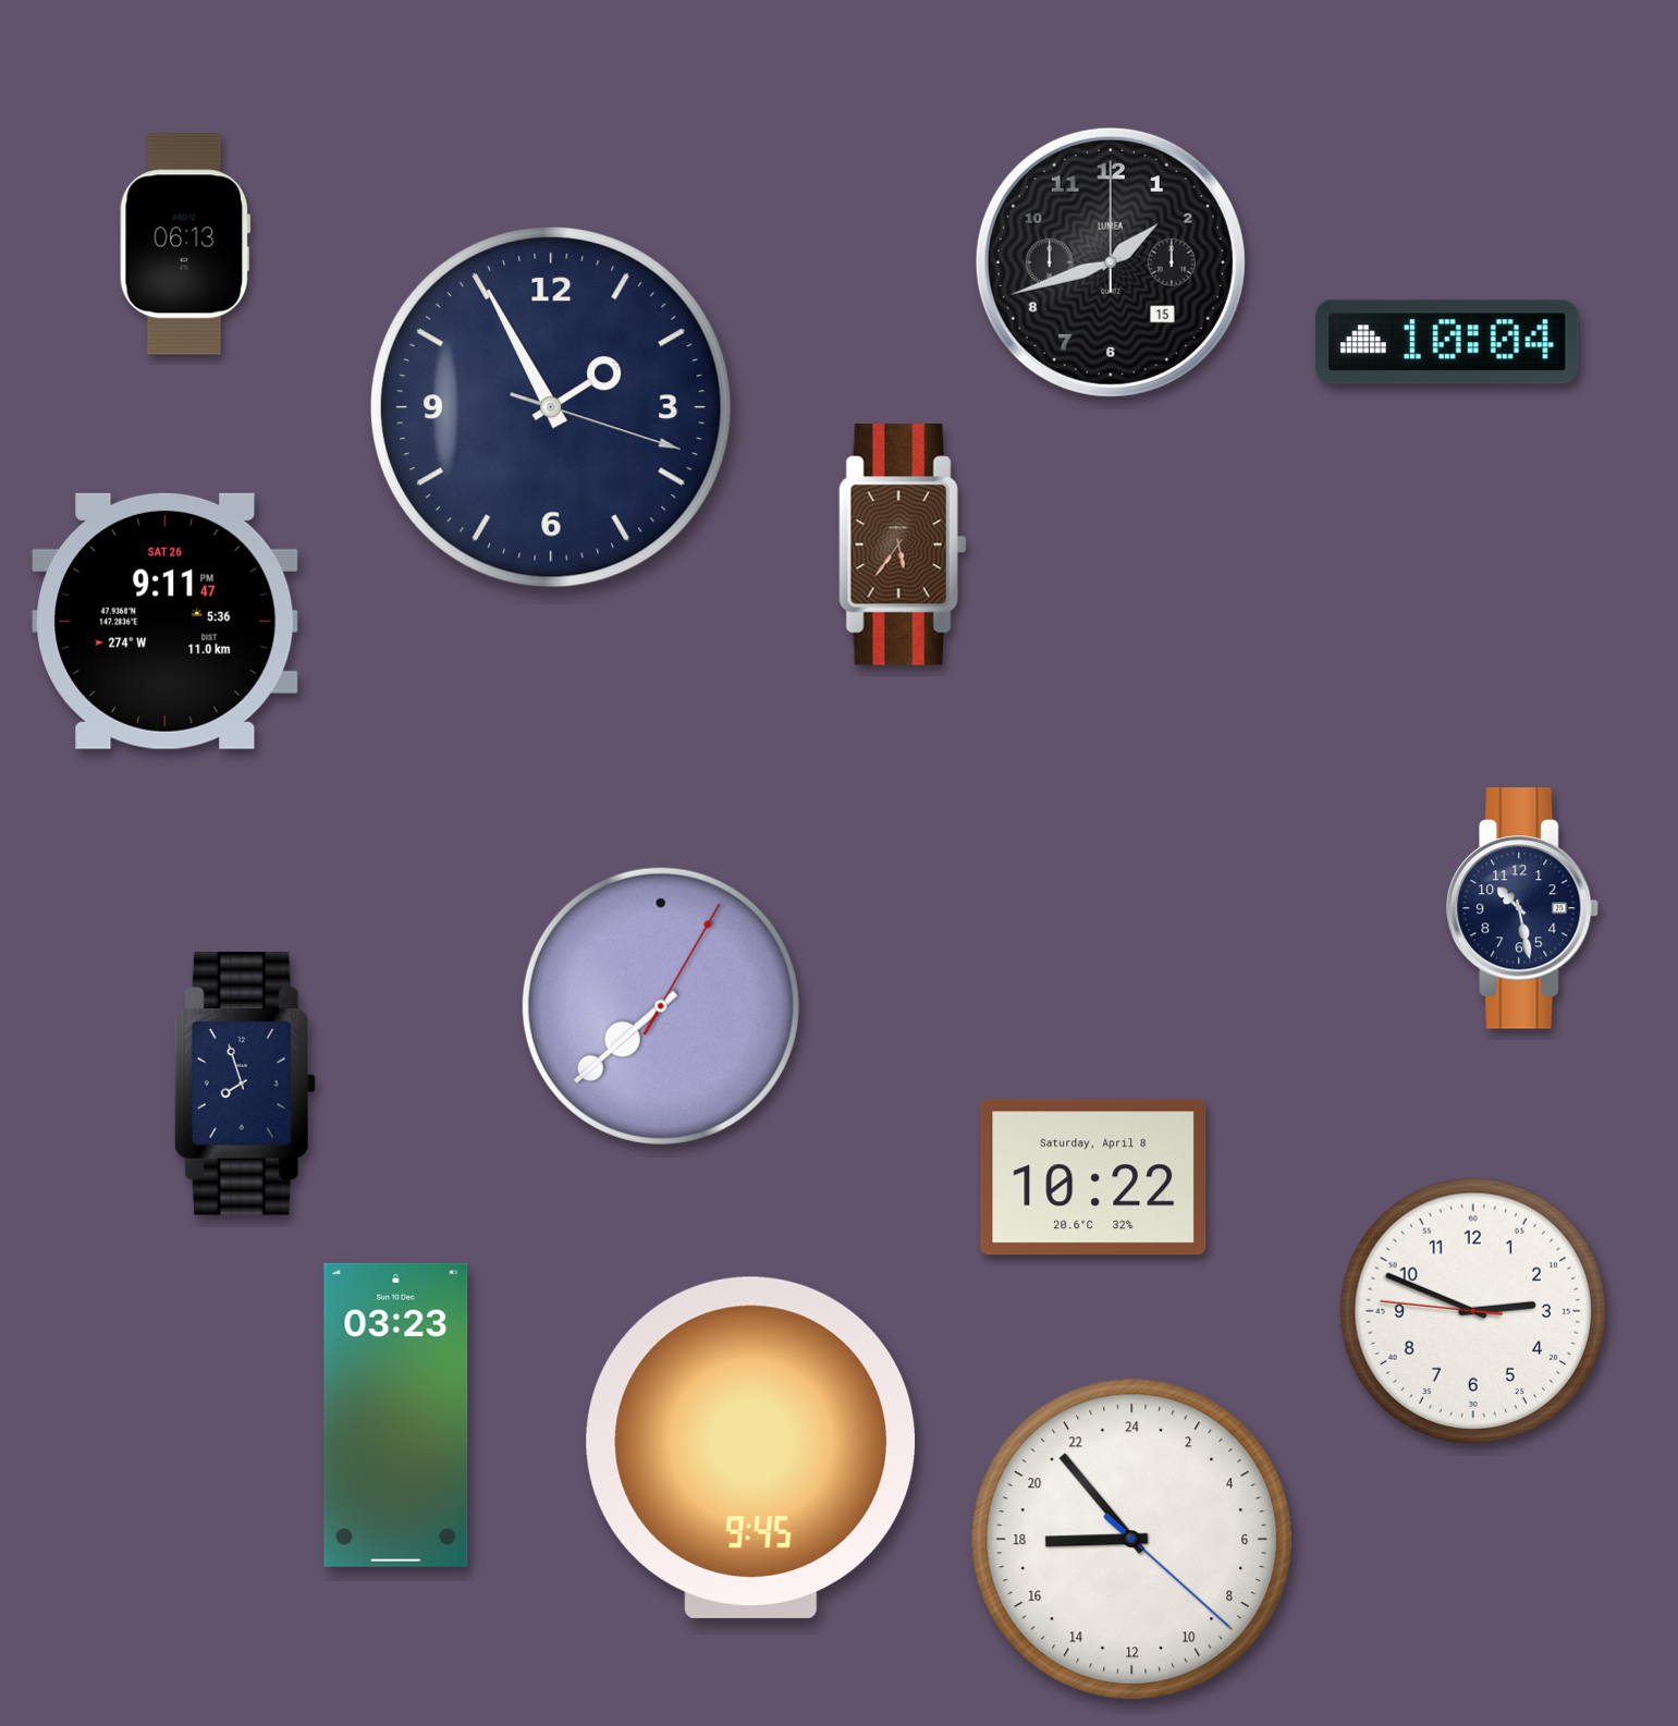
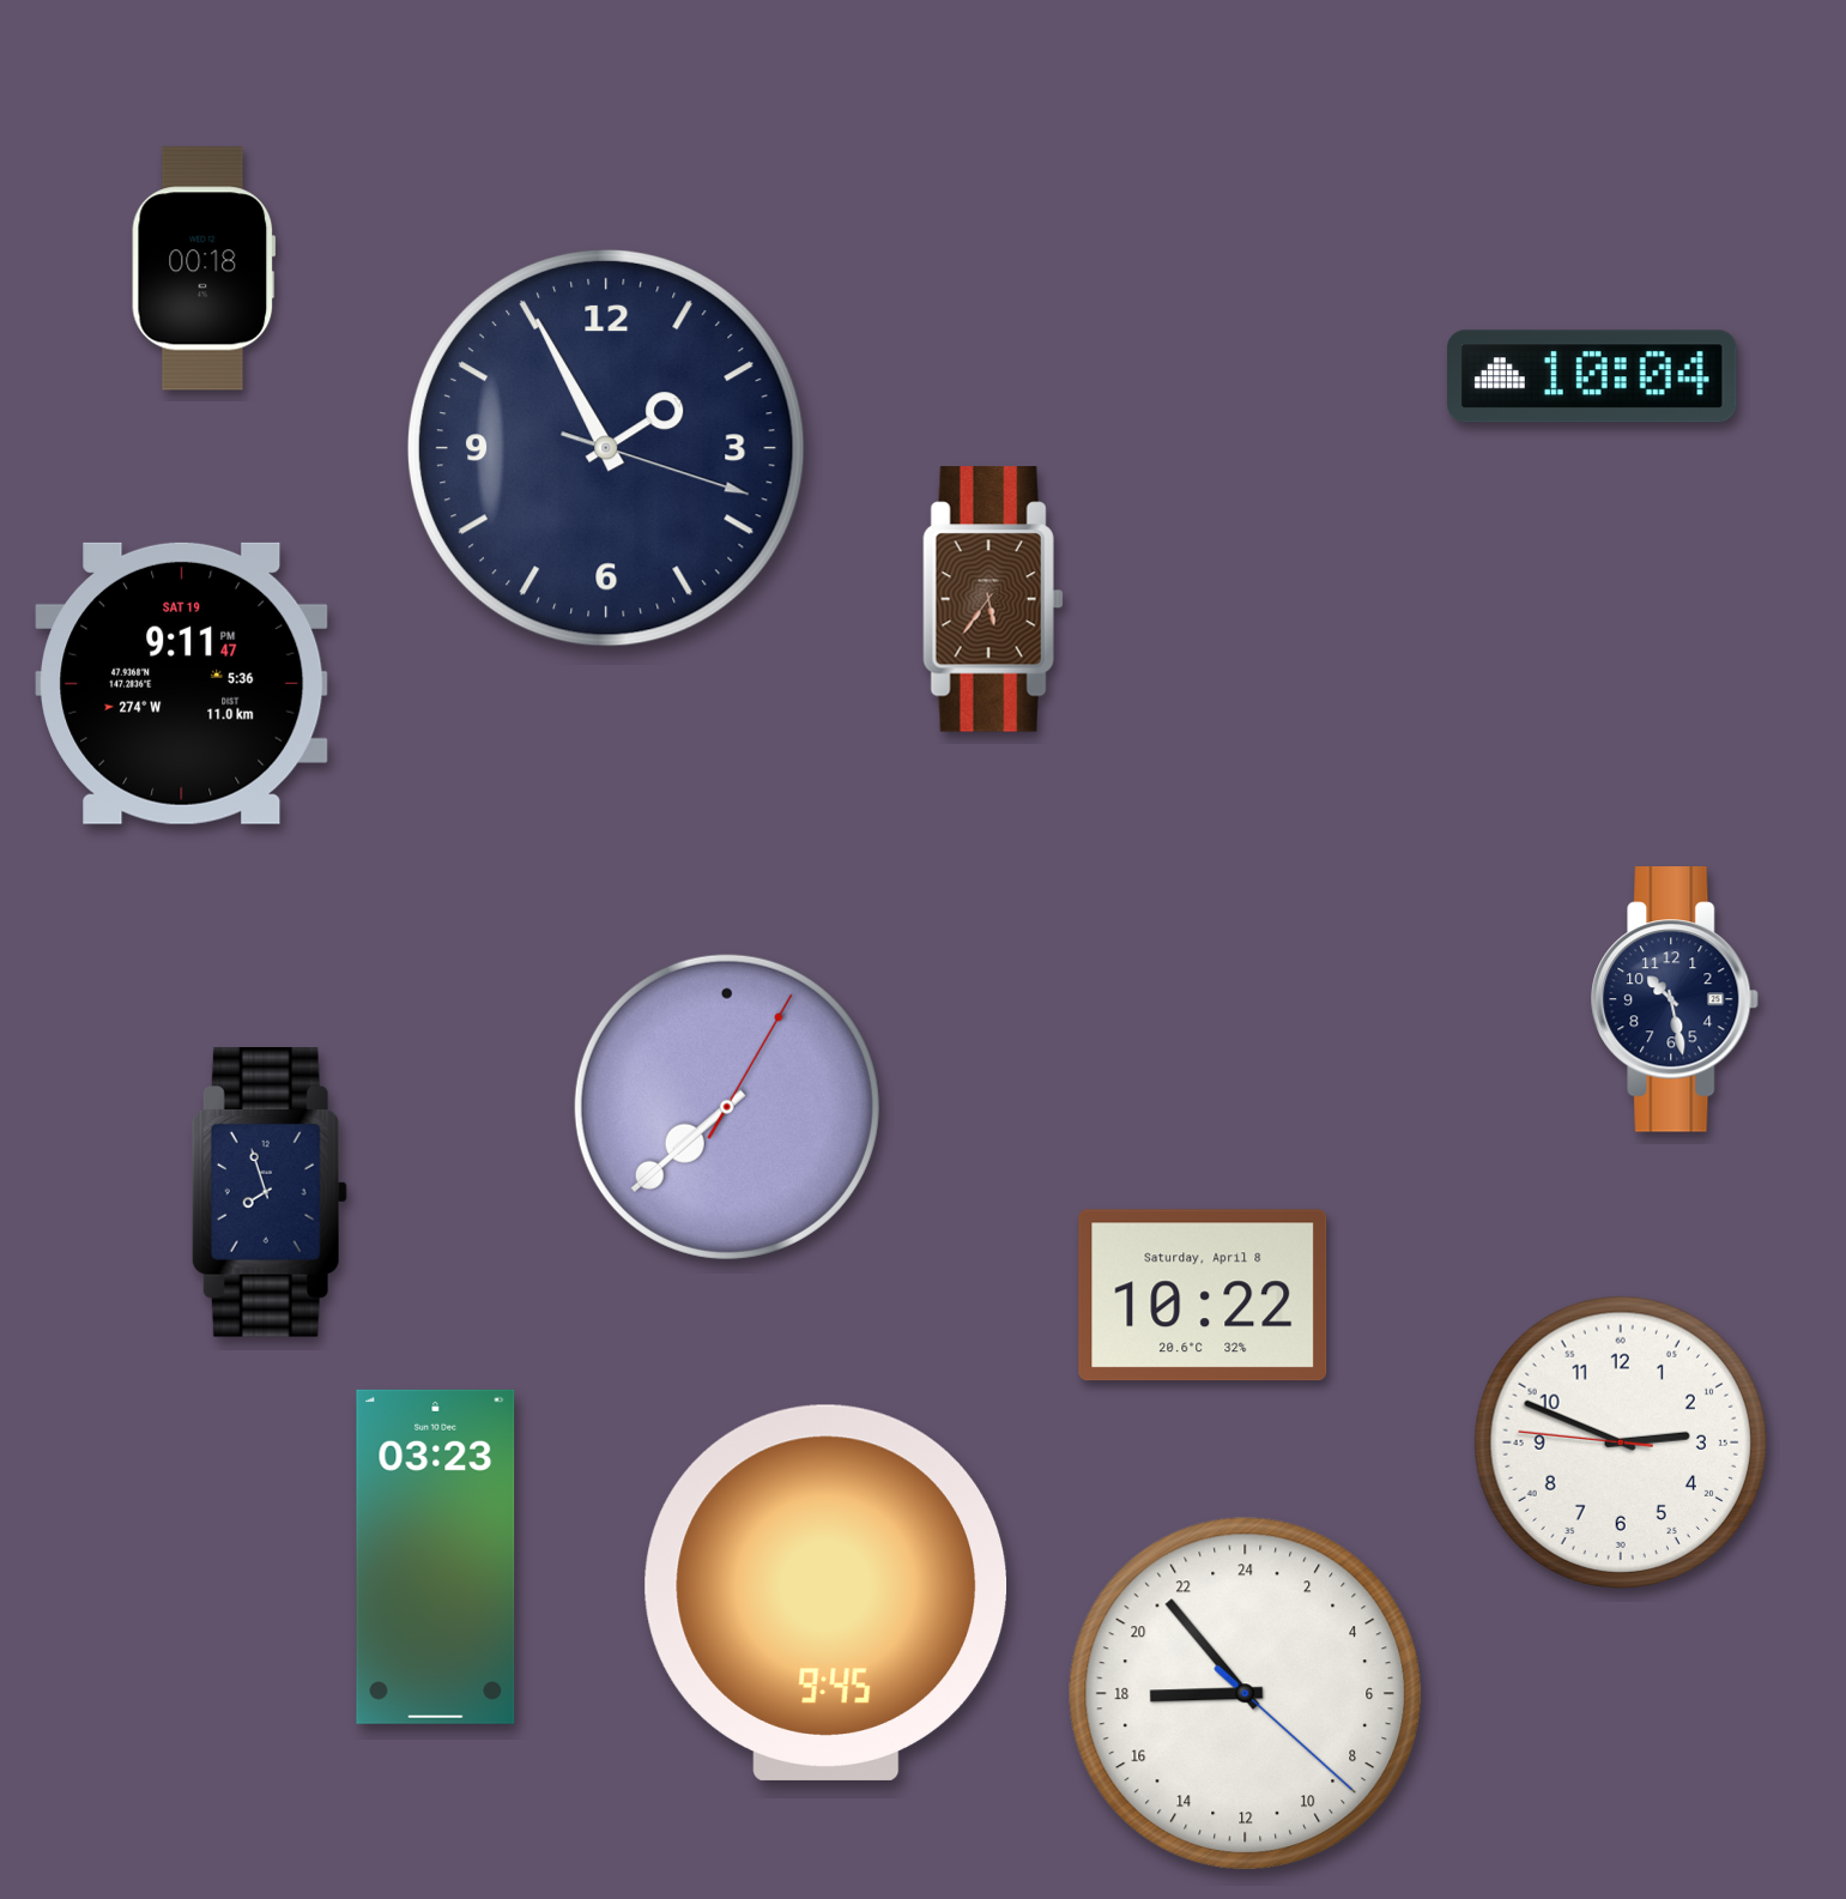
clock at (185, 244): 06:13 -> 00:18
clock at (1111, 262): 1:42 -> none
clock at (166, 621) date: SAT 26 -> SAT 19
